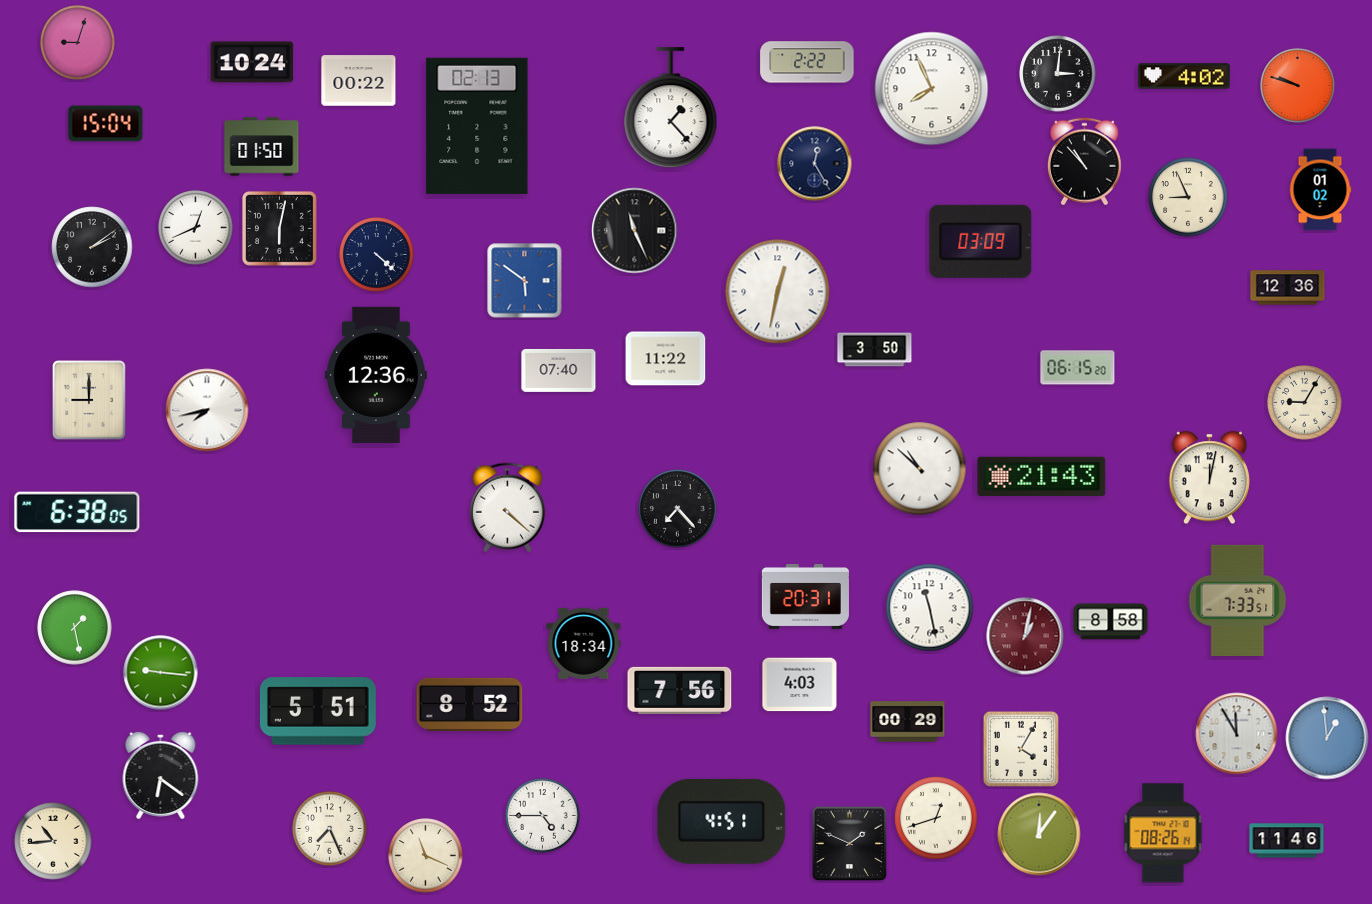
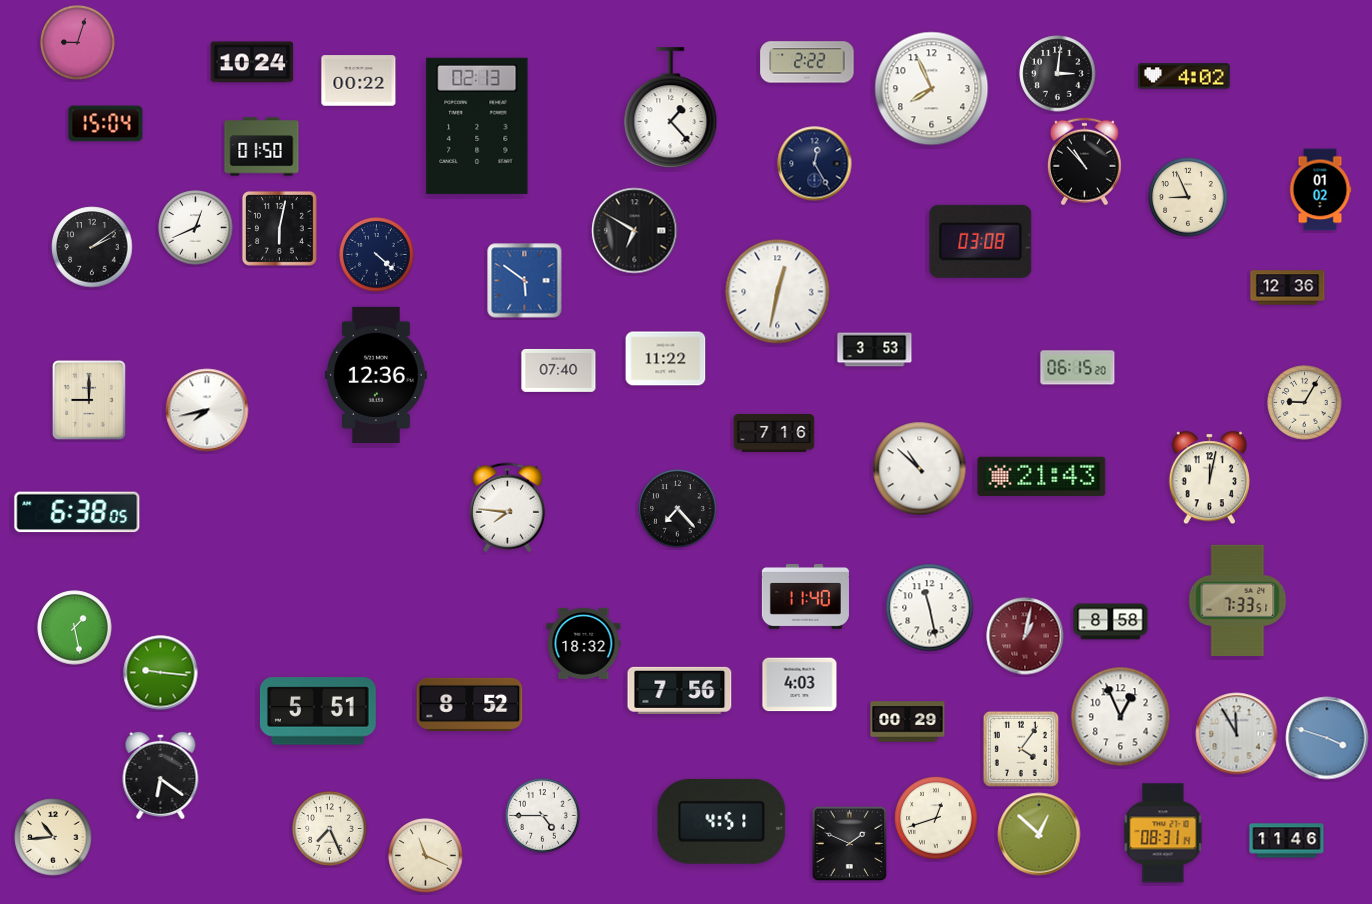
clock at (1298, 86): 9:48 -> none
clock at (635, 231): 11:26 -> 6:50
clock at (981, 241): 03:09 -> 03:08
clock at (875, 350): 3:50 -> 3:53
clock at (774, 434): none -> 7:16
clock at (507, 508): 4:22 -> 7:46
clock at (805, 596): 20:31 -> 11:40
clock at (584, 643): 18:34 -> 18:32
clock at (1121, 717): none -> 12:56
clock at (1327, 738): 12:59 -> 3:48
clock at (1021, 749): 4:05 -> 4:06
clock at (1163, 833): 08:26 -> 08:31
clock at (1039, 834): 12:06 -> 12:52
clock at (53, 841) position: (53, 841) -> (53, 837)
